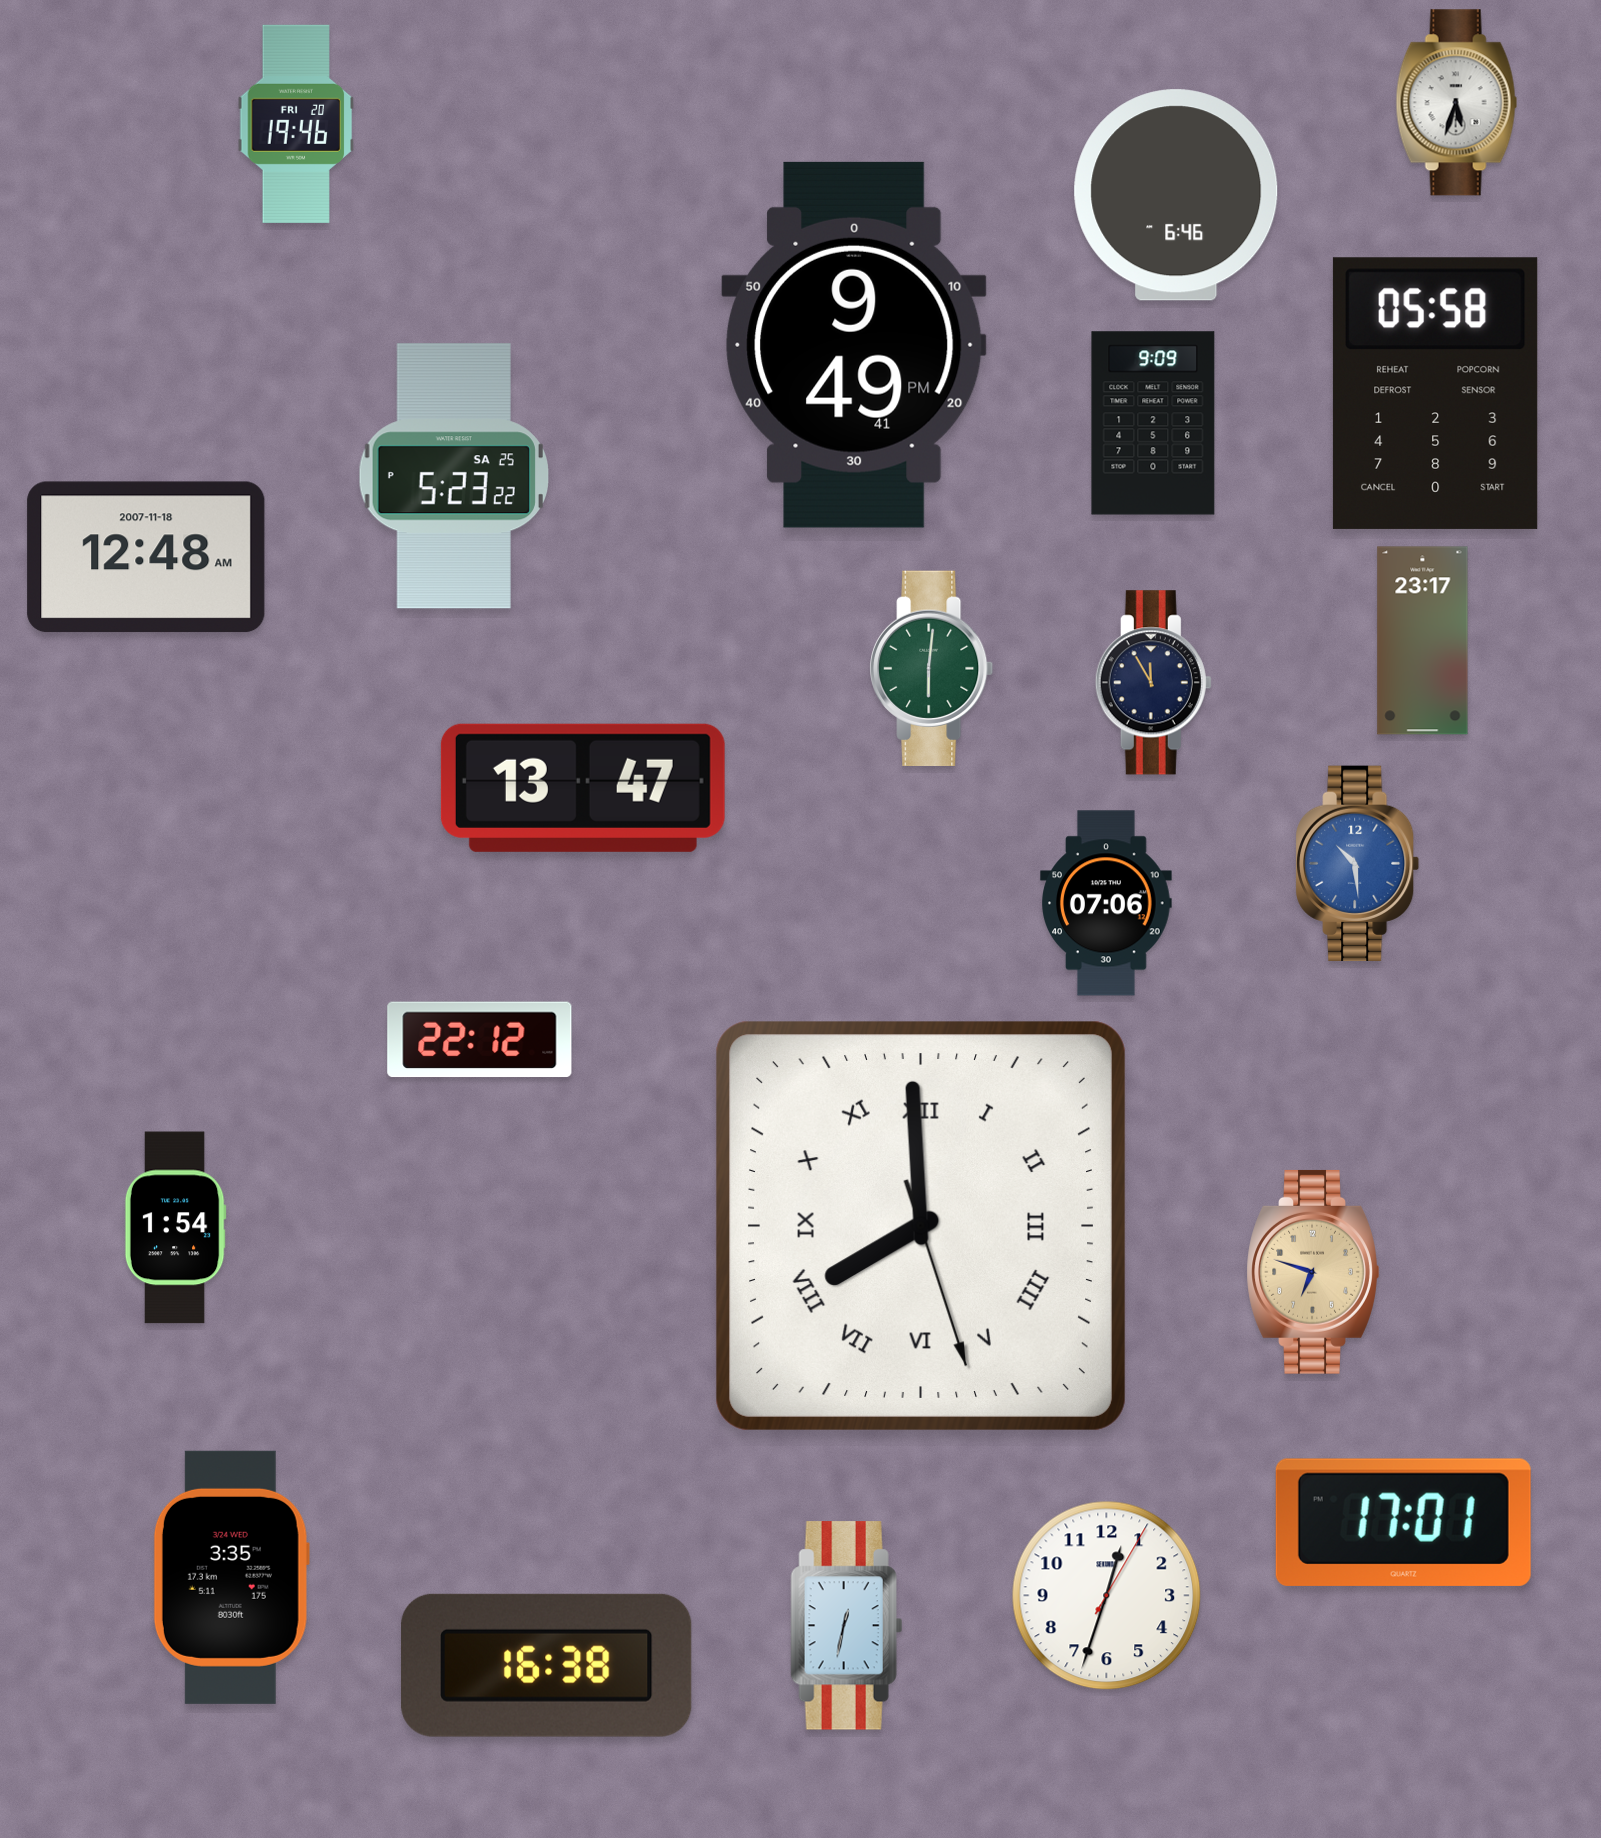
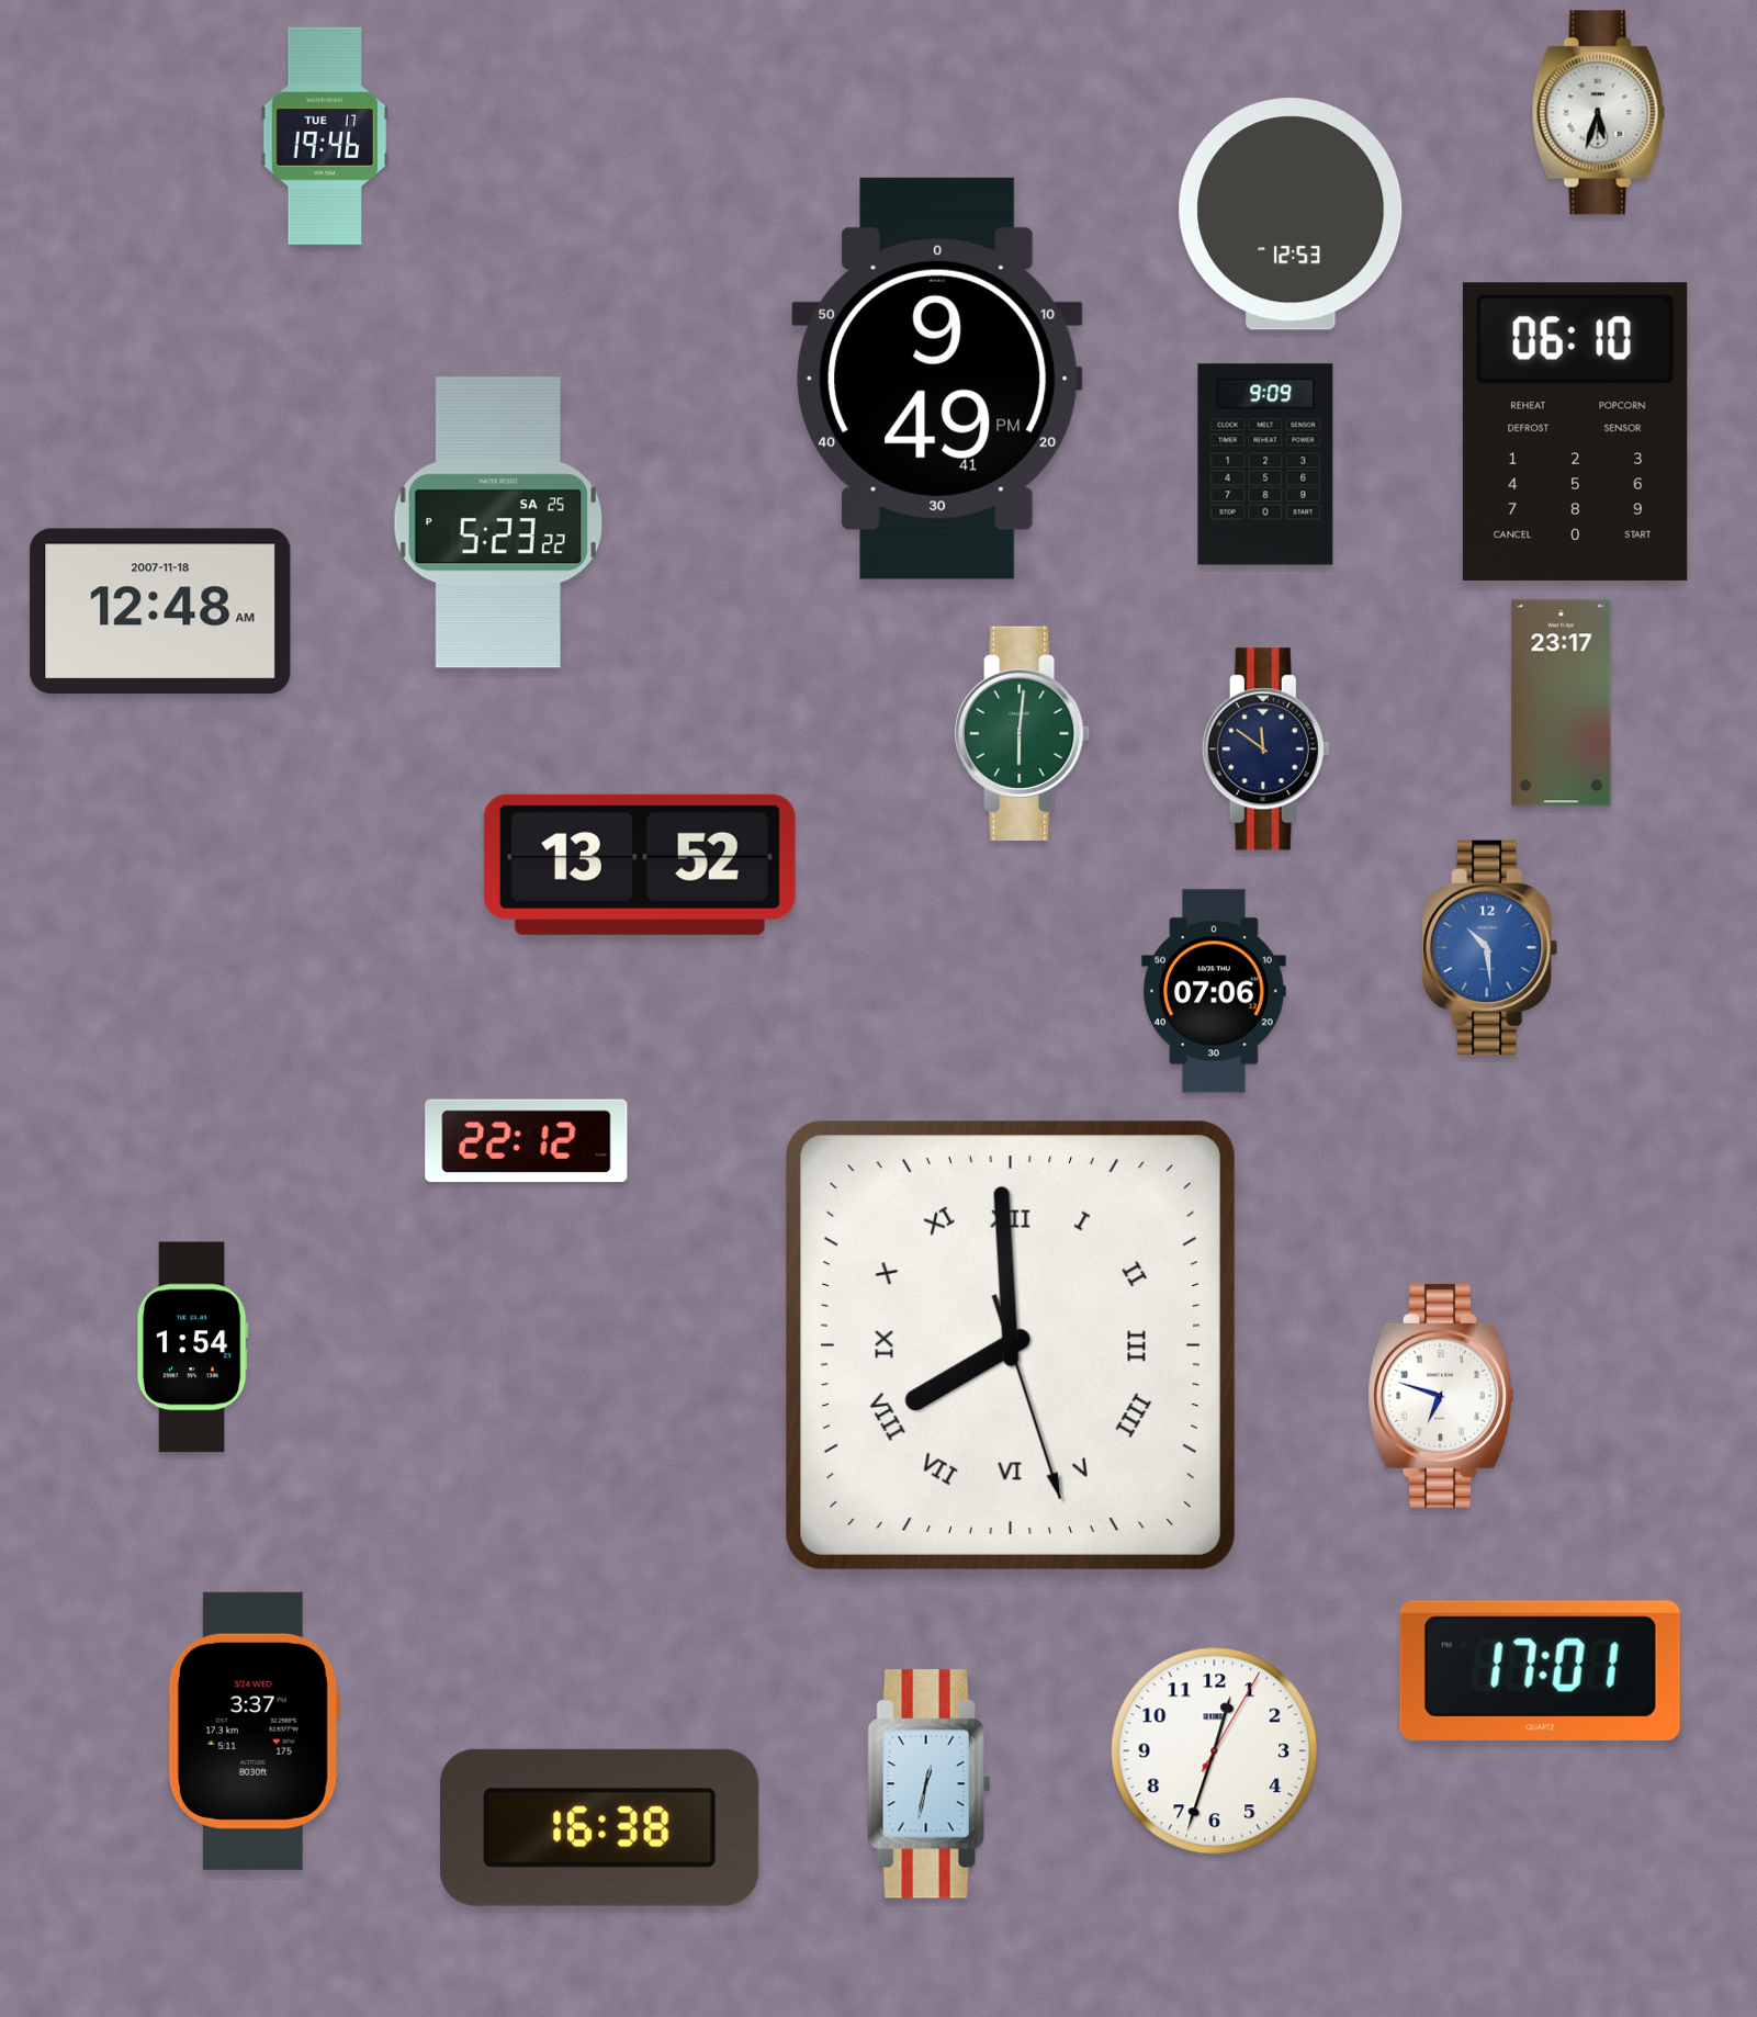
clock at (296, 124) date: FRI 20 -> TUE 17
clock at (1176, 195): 6:46 -> 12:53
clock at (1435, 393): 05:58 -> 06:10
clock at (1153, 683): 11:55 -> 11:51
clock at (583, 788): 13:47 -> 13:52
clock at (1313, 1272) dial: champagne -> white
clock at (231, 1577): 3:35 -> 3:37
